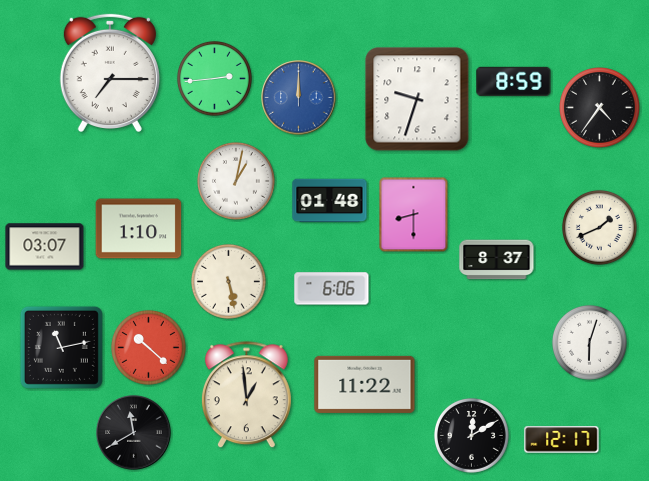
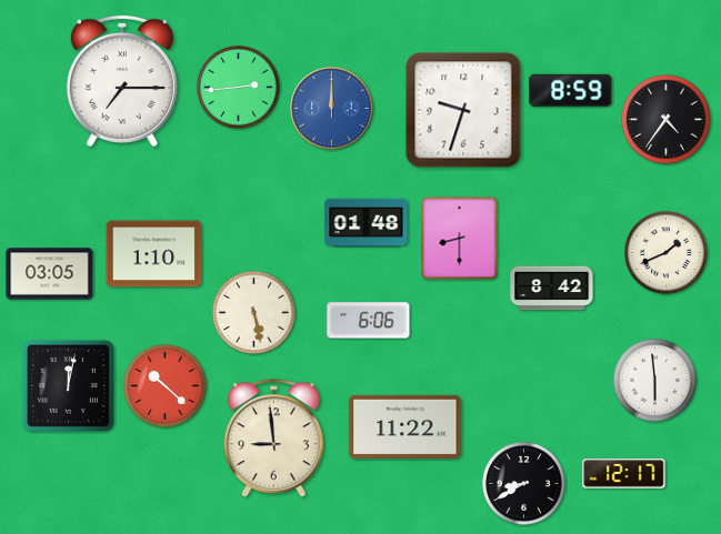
clock at (237, 182): 1:02 -> none
clock at (45, 247): 03:07 -> 03:05
clock at (497, 260): 8:37 -> 8:42
clock at (589, 342): 6:03 -> 5:59
clock at (61, 347): 11:13 -> 12:02
clock at (246, 395): 12:59 -> 8:59
clock at (134, 433): 11:40 -> none
clock at (471, 435): 12:10 -> 8:40
clock at (562, 440) position: (562, 440) -> (624, 474)
